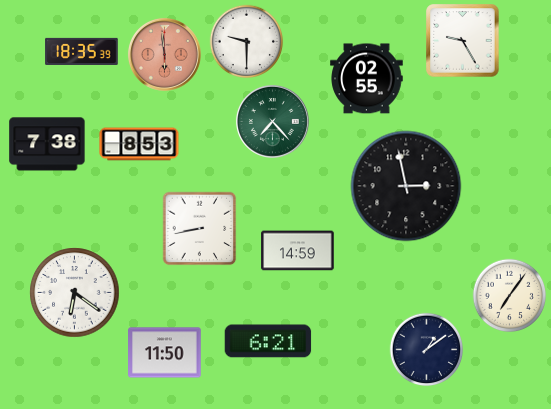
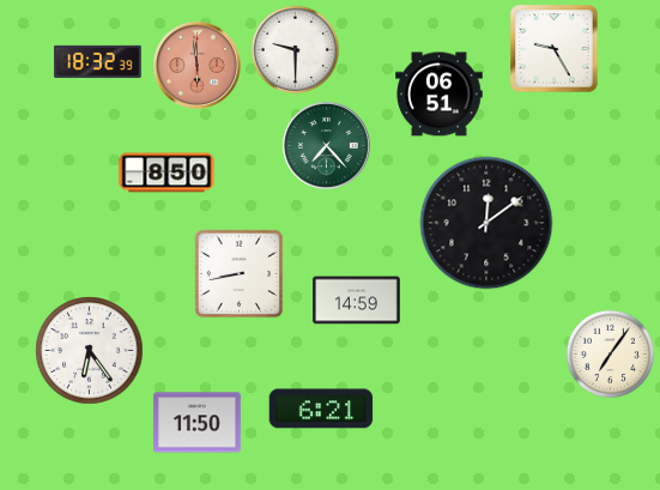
clock at (82, 51): 18:35 -> 18:32
clock at (367, 79): 02:55 -> 06:51
clock at (47, 144): 7:38 -> none
clock at (139, 144): 8:53 -> 8:50
clock at (406, 186): 2:58 -> 12:09
clock at (75, 293): 6:21 -> 6:24
clock at (427, 350): 1:09 -> none
